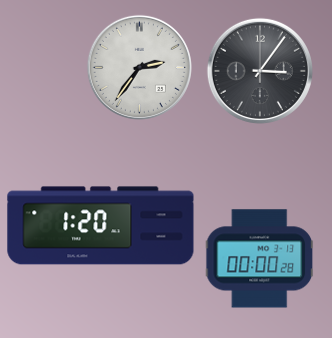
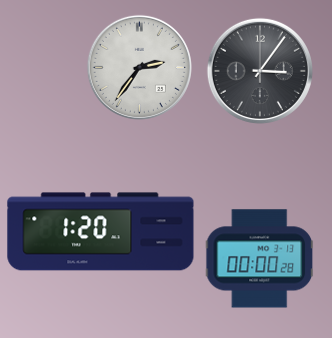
clock at (101, 226) position: (101, 226) -> (101, 232)
